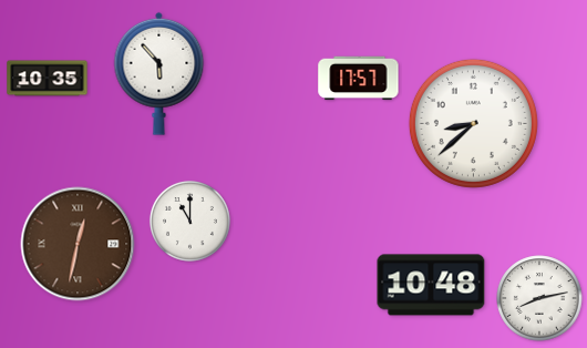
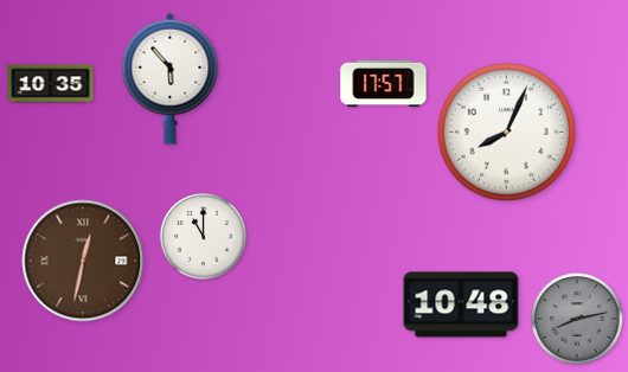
clock at (473, 123): 8:38 -> 8:04
clock at (539, 298) dial: white -> grey
